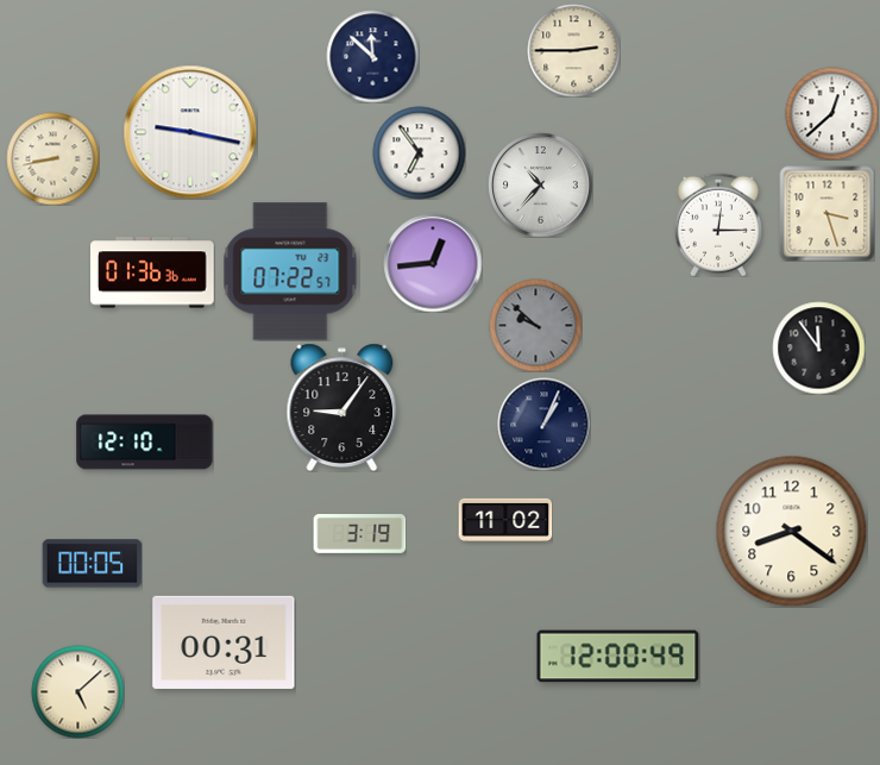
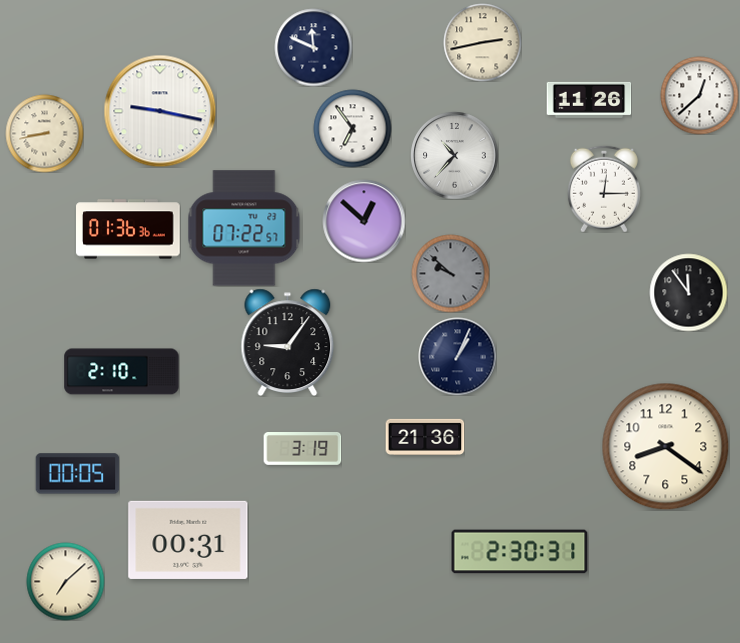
clock at (573, 50): 2:45 -> 2:43
clock at (372, 56): 11:52 -> 11:49
clock at (589, 100): none -> 11:26
clock at (826, 213): 3:27 -> none
clock at (433, 263): 12:44 -> 12:52
clock at (145, 443): 12:10 -> 2:10
clock at (505, 520): 11:02 -> 21:36
clock at (618, 657): 12:00 -> 2:30
clock at (77, 691): 5:08 -> 7:08
